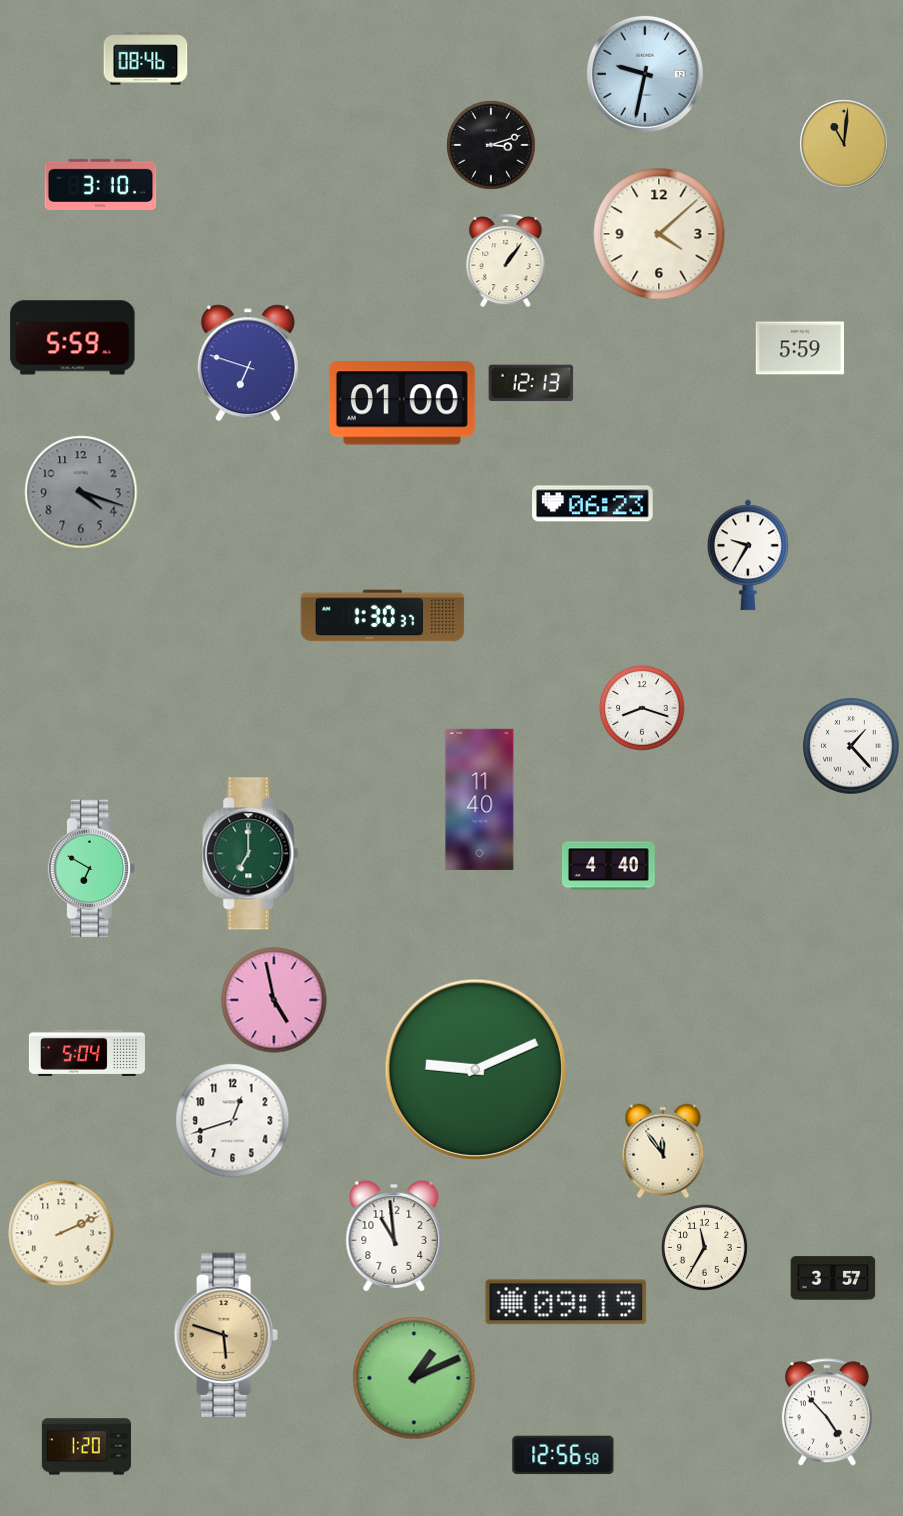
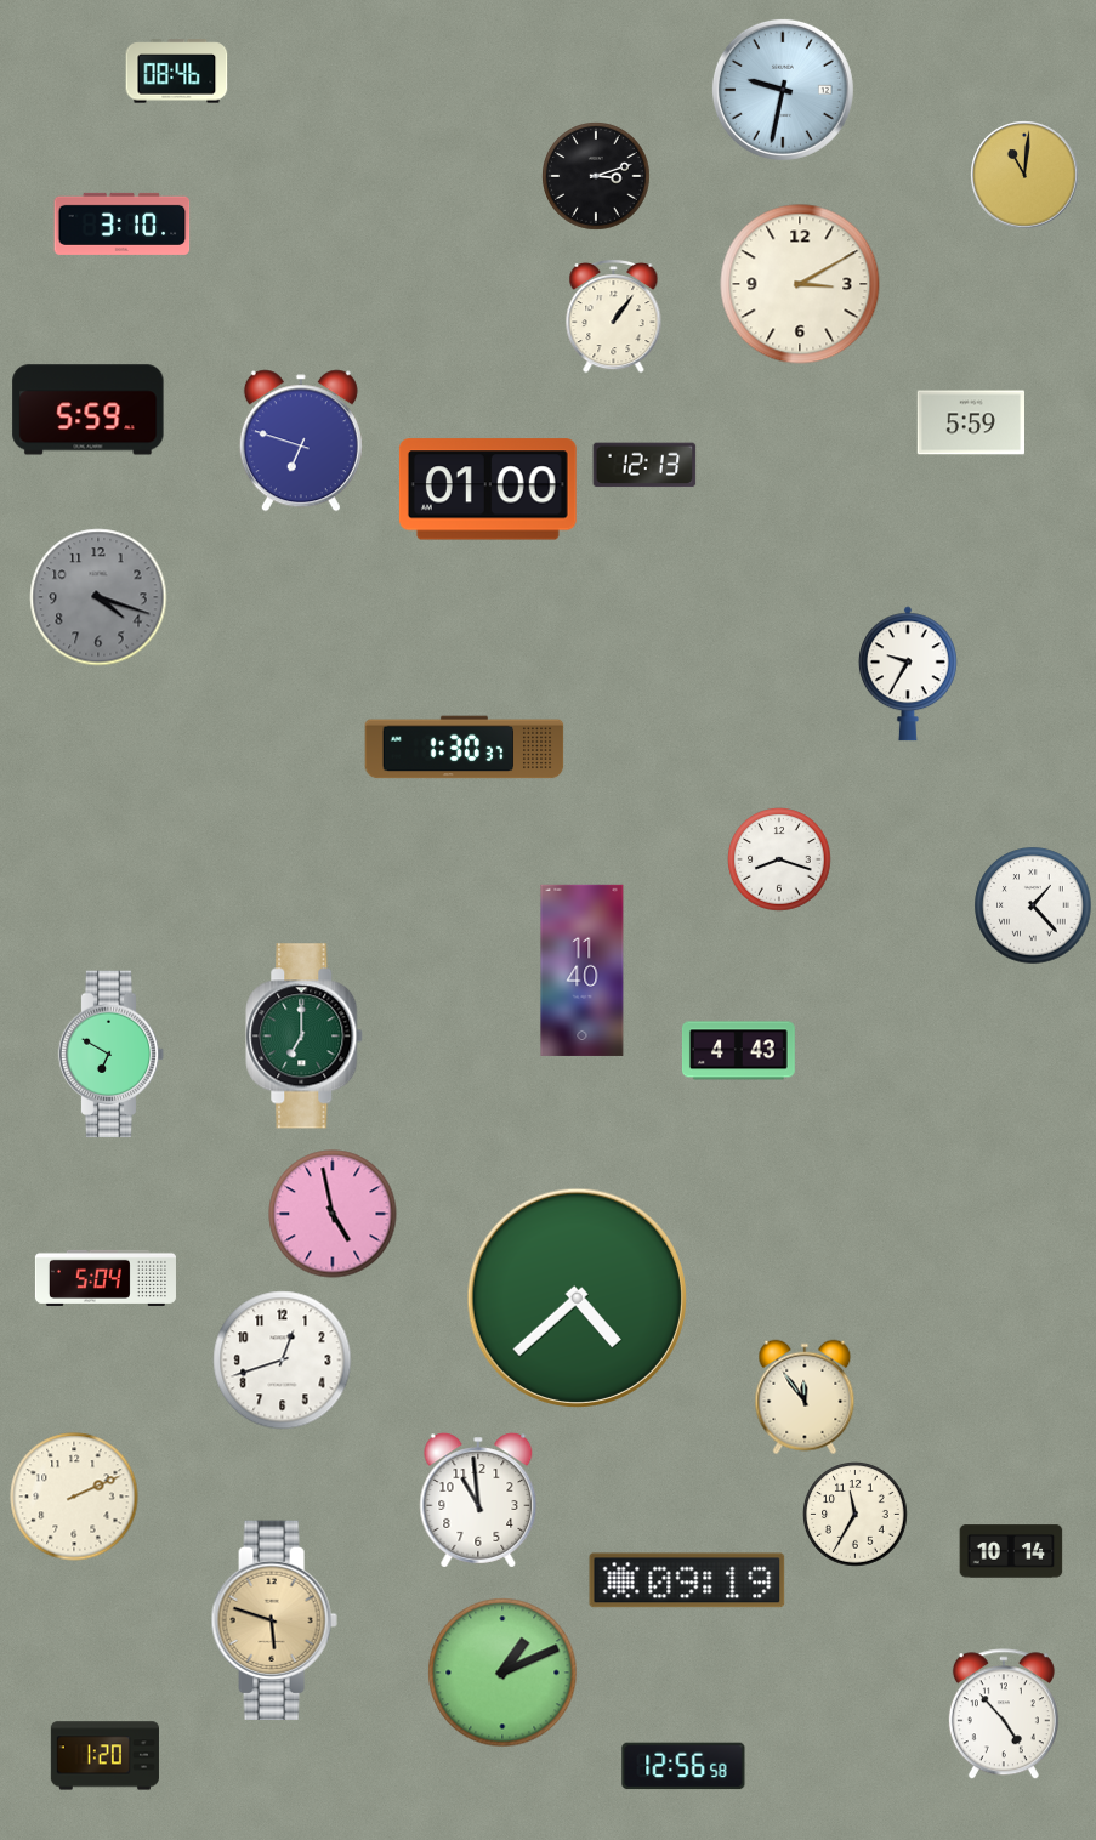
clock at (659, 234): 4:08 -> 3:10
clock at (593, 504): 06:23 -> none
clock at (608, 866): 4:40 -> 4:43
clock at (475, 1069): 9:11 -> 4:38
clock at (833, 1278): 3:57 -> 10:14
